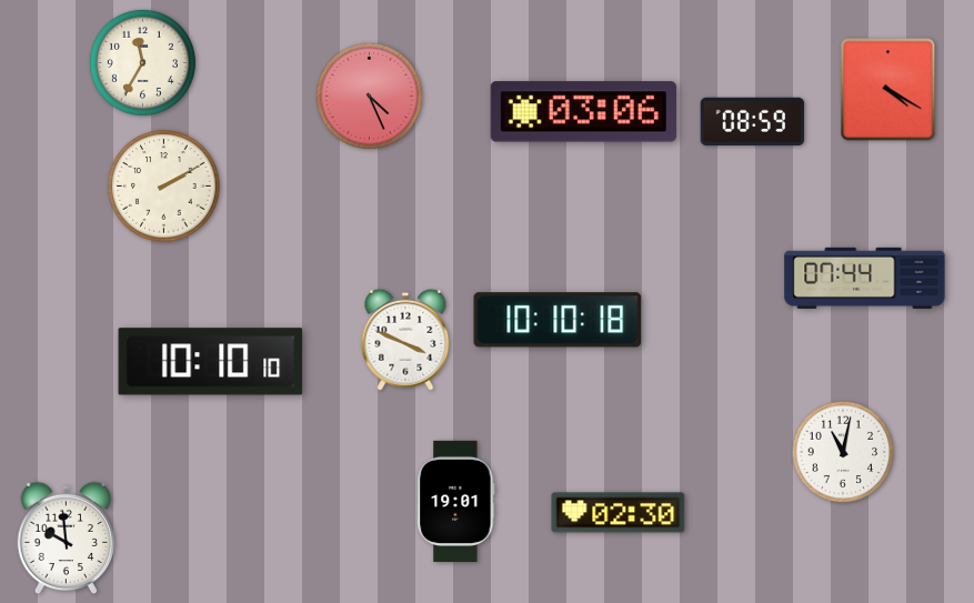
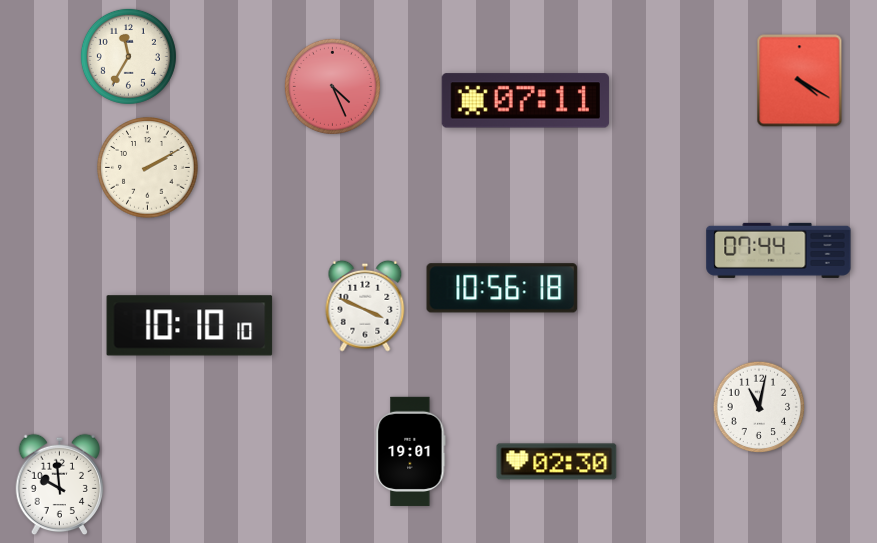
clock at (583, 112): 03:06 -> 07:11
clock at (753, 122): 08:59 -> none
clock at (558, 320): 10:10 -> 10:56
